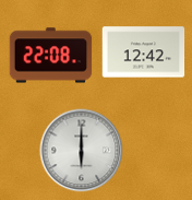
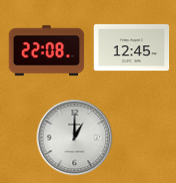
clock at (144, 52): 12:42 -> 12:45
clock at (82, 151): 6:00 -> 1:00
